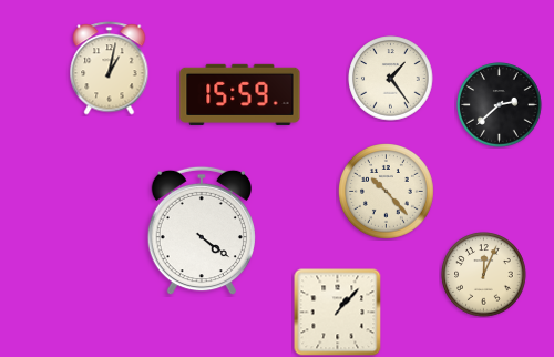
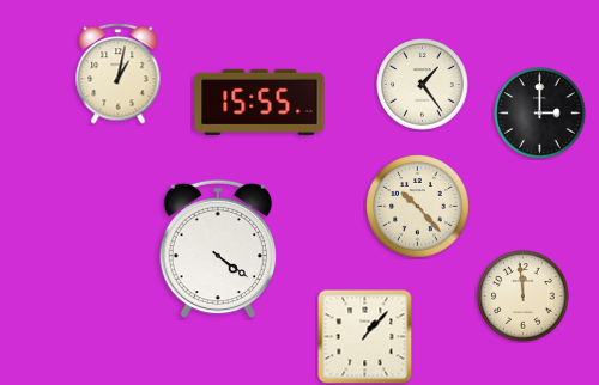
clock at (240, 94): 15:59 -> 15:55
clock at (500, 105): 2:38 -> 3:00
clock at (484, 275): 12:04 -> 11:59
